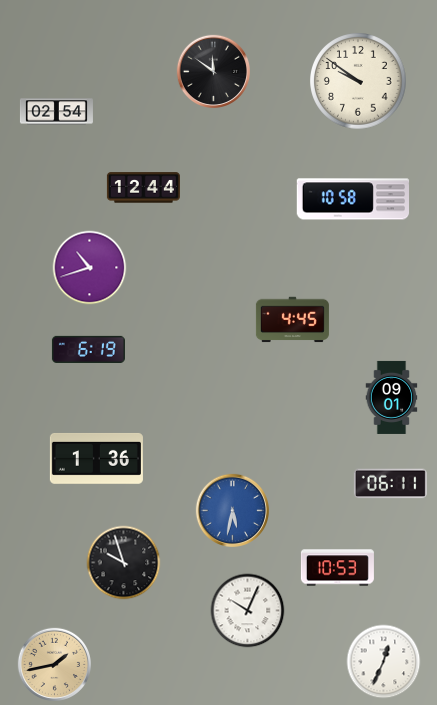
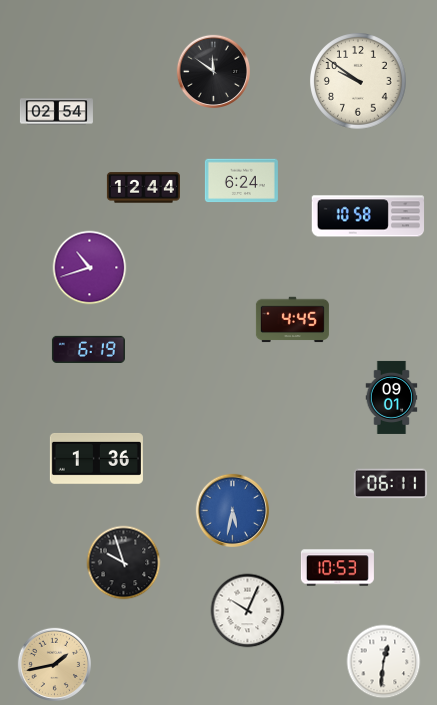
clock at (241, 181): none -> 6:24
clock at (353, 199) position: (353, 199) -> (368, 216)
clock at (384, 662): 12:34 -> 12:31
